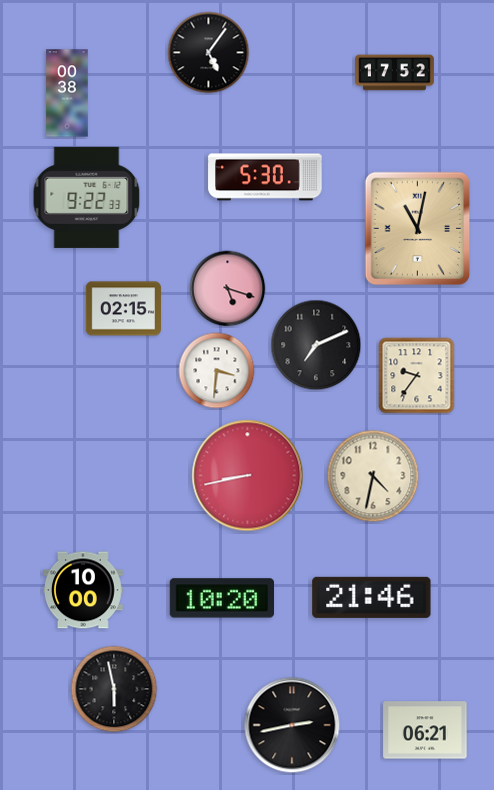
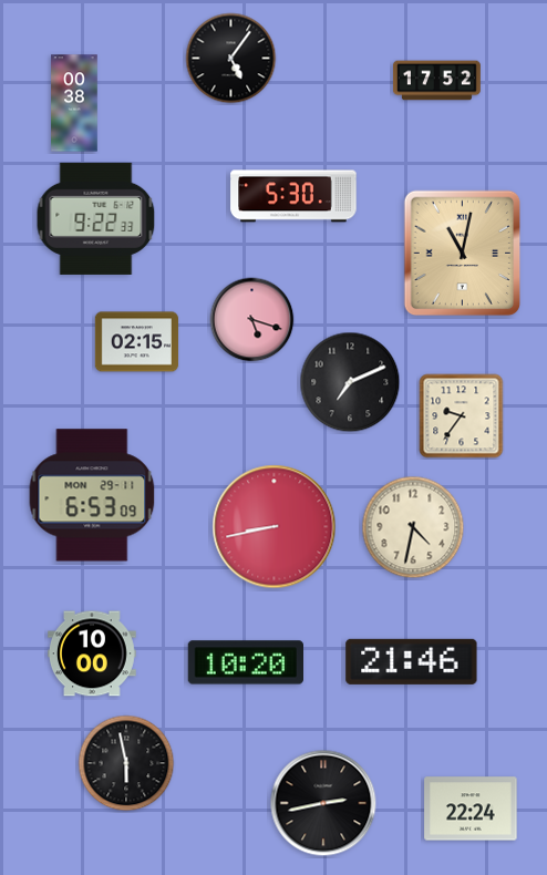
clock at (217, 371): 3:31 -> none
clock at (92, 495): none -> 6:53
clock at (425, 730): 06:21 -> 22:24
